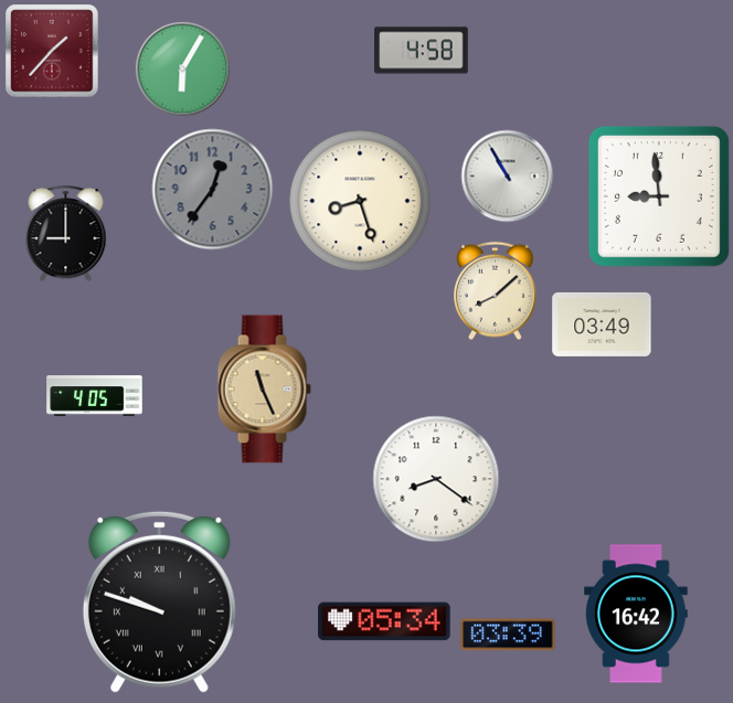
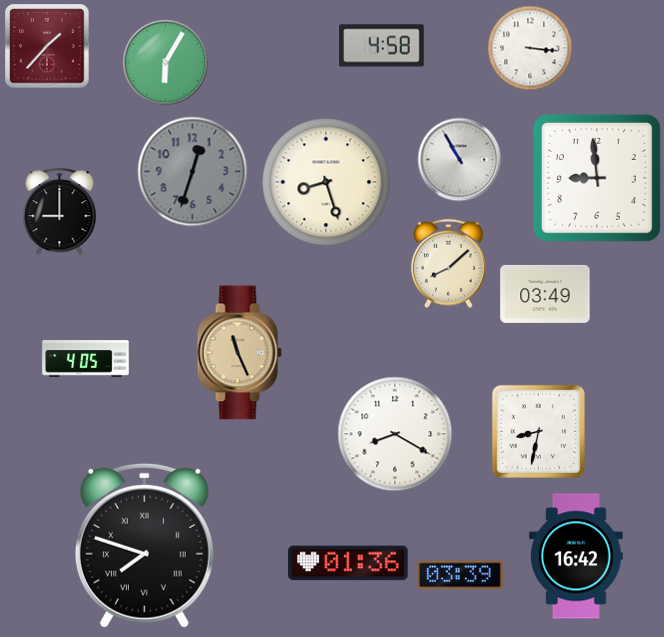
clock at (530, 48): none -> 3:16
clock at (213, 190): 12:36 -> 12:33
clock at (538, 431): none -> 8:32
clock at (436, 479): 8:21 -> 8:20
clock at (159, 601): 9:48 -> 7:48
clock at (384, 621): 05:34 -> 01:36
